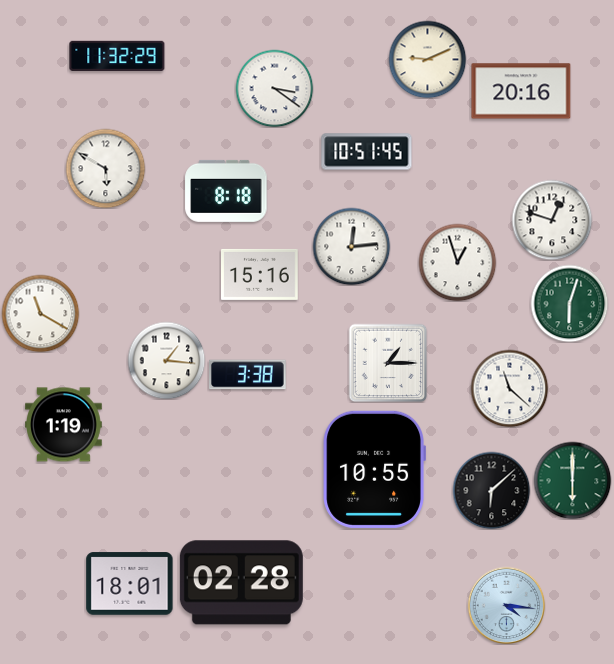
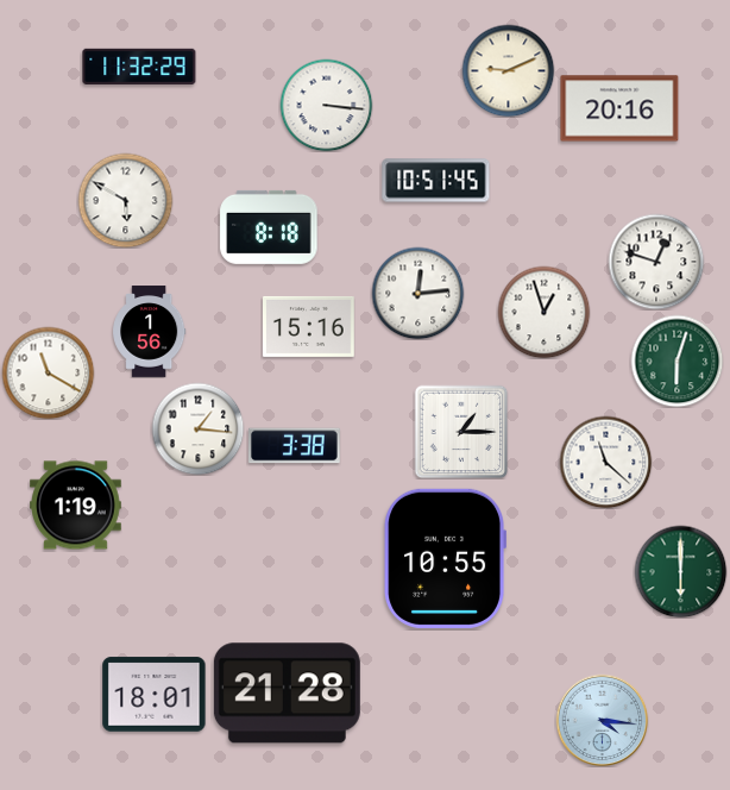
clock at (274, 88): 3:21 -> 3:16
clock at (150, 332): none -> 1:56
clock at (491, 490): 6:08 -> none
clock at (241, 583): 02:28 -> 21:28
